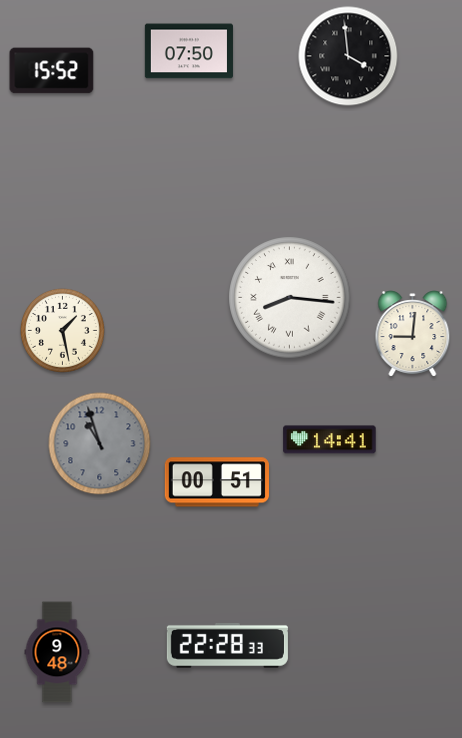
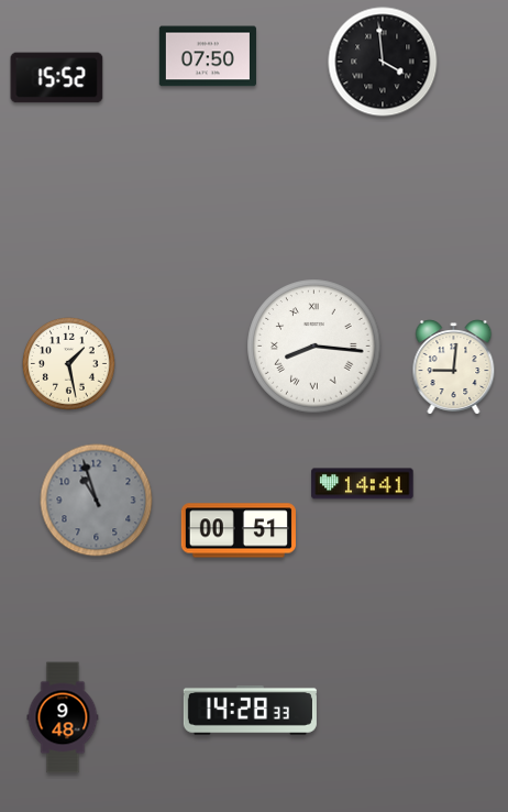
clock at (290, 298) position: (290, 298) -> (314, 347)
clock at (100, 444) position: (100, 444) -> (97, 501)
clock at (227, 646): 22:28 -> 14:28
